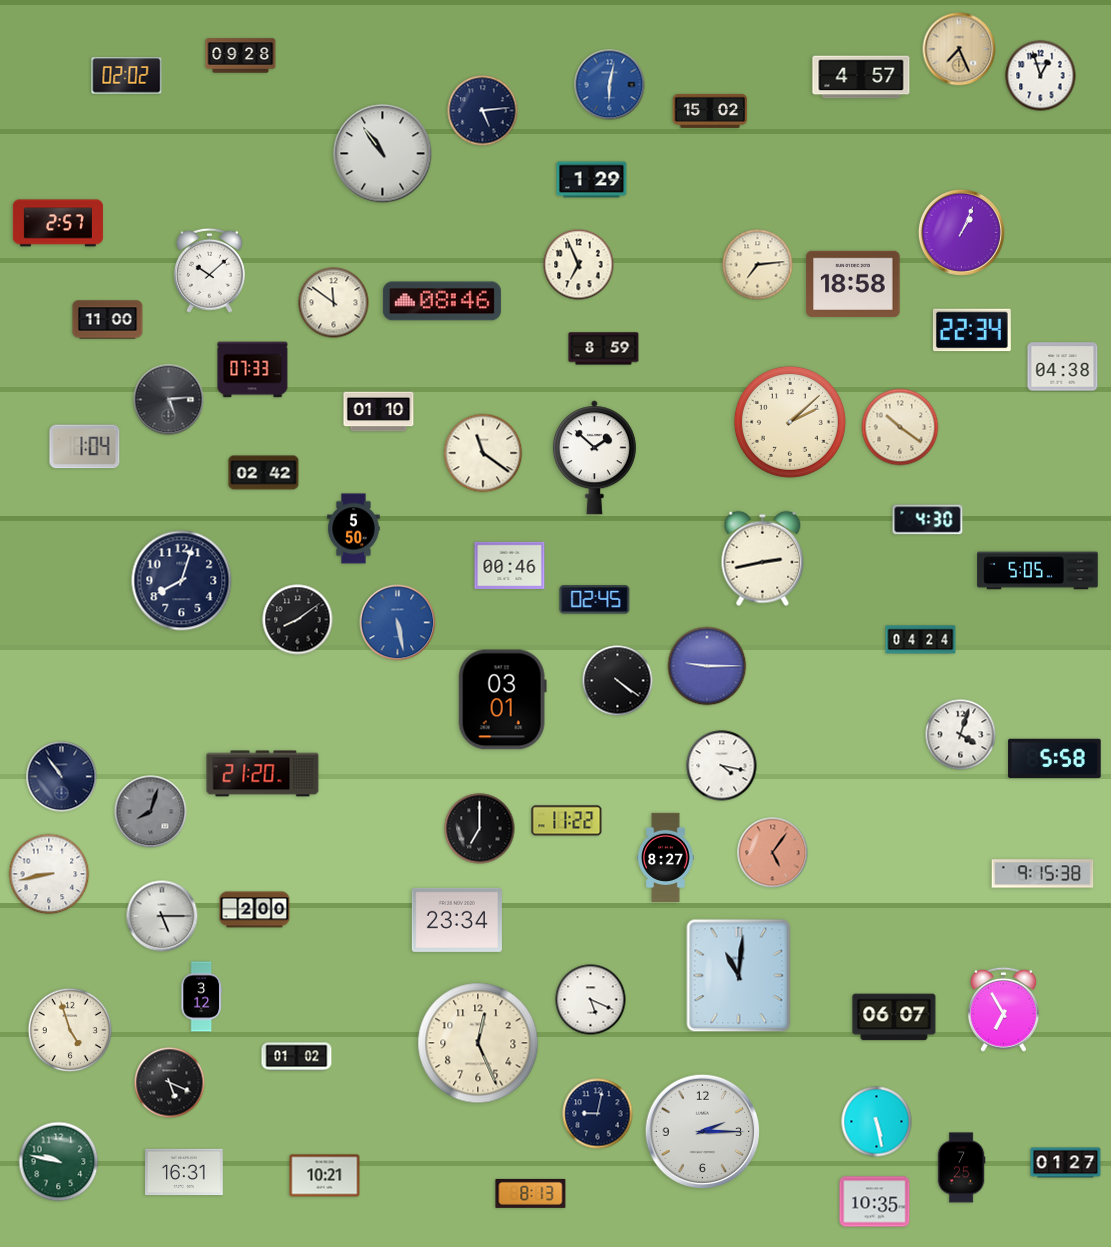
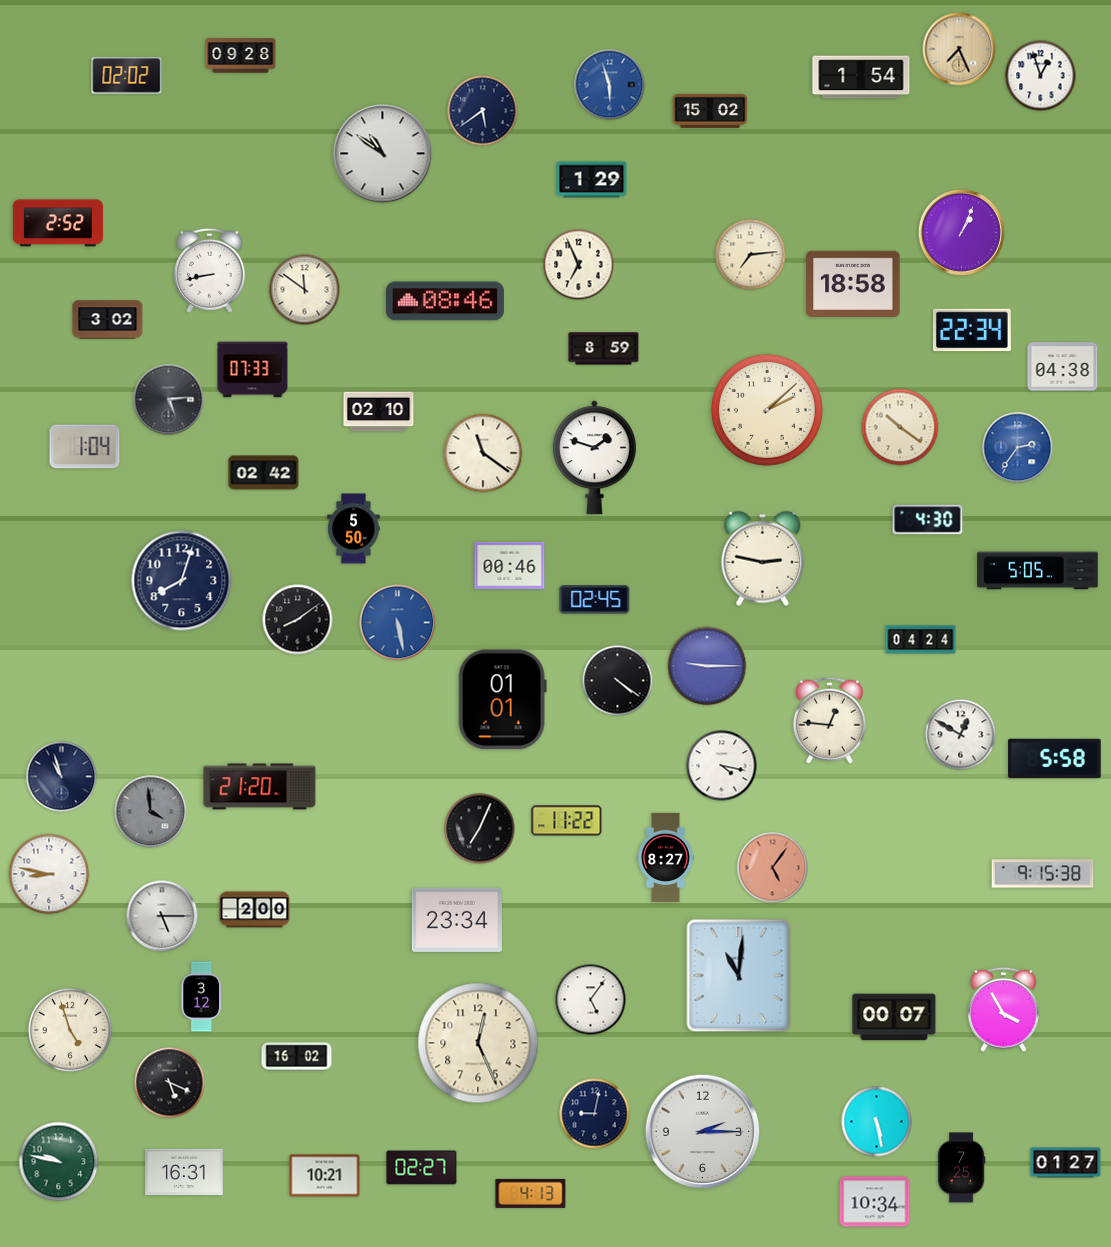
clock at (861, 77): 4:57 -> 1:54
clock at (610, 85): 6:02 -> 5:57
clock at (483, 111): 5:14 -> 5:39
clock at (383, 154): 10:54 -> 10:51
clock at (58, 223): 2:57 -> 2:52
clock at (758, 265) position: (758, 265) -> (751, 255)
clock at (209, 270): 10:08 -> 8:43
clock at (442, 301) position: (442, 301) -> (445, 301)
clock at (334, 303) position: (334, 303) -> (305, 290)
clock at (108, 320): 11:00 -> 3:02
clock at (379, 412): 01:10 -> 02:10
clock at (790, 422) position: (790, 422) -> (767, 410)
clock at (1018, 448): none -> 2:36
clock at (594, 458): 1:52 -> 1:48
clock at (763, 559): 2:43 -> 2:47
clock at (502, 700): 03:01 -> 01:01
clock at (829, 720): none -> 12:46
clock at (961, 735): 4:03 -> 12:50
clock at (263, 774) position: (263, 774) -> (260, 787)
clock at (62, 777): 10:54 -> 10:57
clock at (151, 812): 8:03 -> 3:59
clock at (480, 829): 7:00 -> 7:04
clock at (773, 853) position: (773, 853) -> (773, 868)
clock at (49, 874): 8:43 -> 8:47
clock at (591, 1000): 5:19 -> 5:06
clock at (1003, 1009): 6:55 -> 3:55
clock at (894, 1017): 06:07 -> 00:07
clock at (297, 1057): 01:02 -> 16:02
clock at (598, 1114) position: (598, 1114) -> (595, 1114)
clock at (422, 1168): none -> 02:27
clock at (531, 1193): 8:13 -> 4:13
clock at (875, 1202): 10:35 -> 10:34
